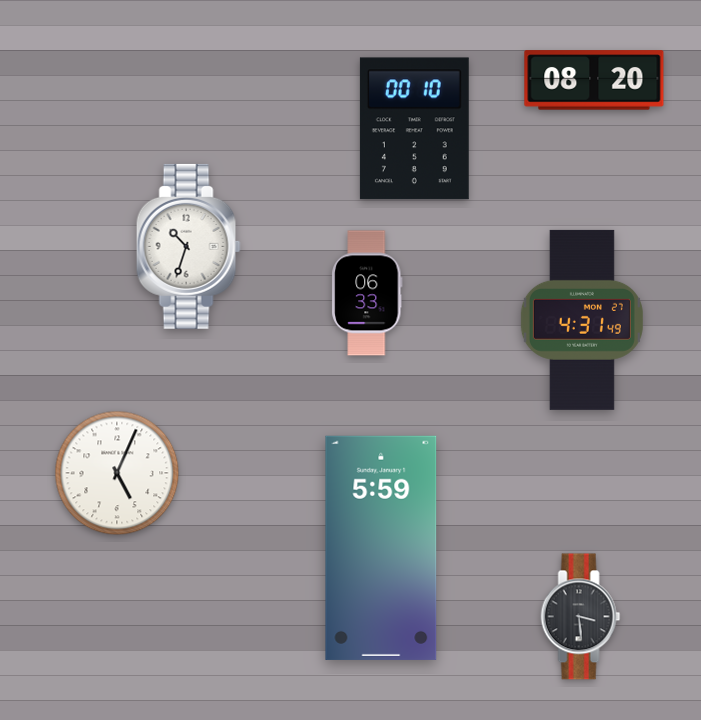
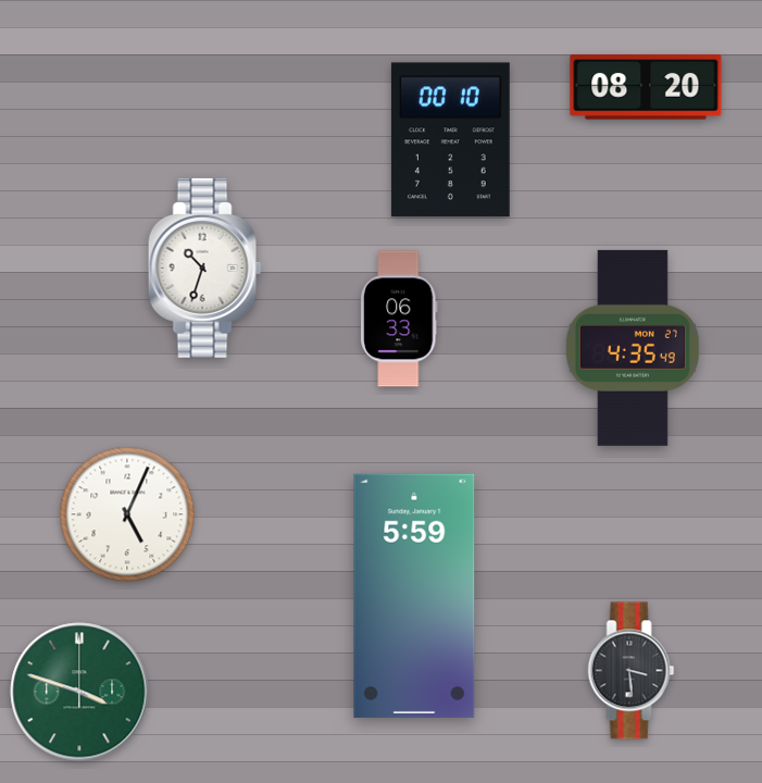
clock at (582, 320): 4:31 -> 4:35
clock at (79, 692): none -> 3:48
